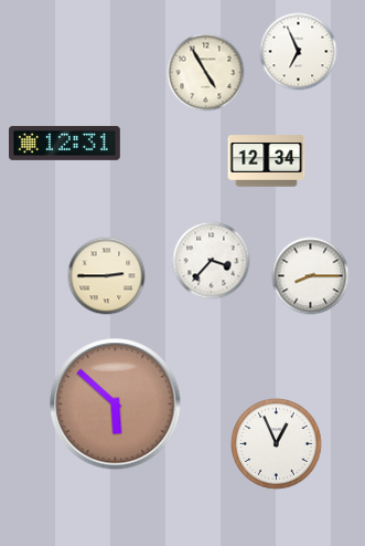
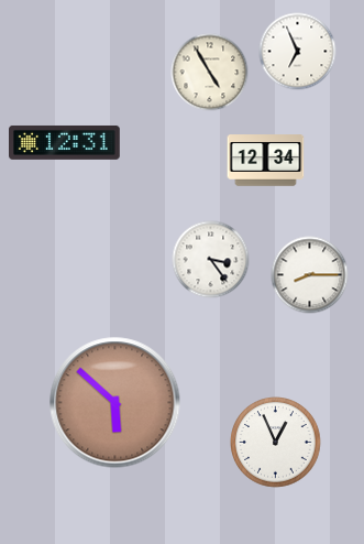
clock at (206, 73) position: (206, 73) -> (210, 73)
clock at (212, 261): 3:37 -> 3:24
clock at (107, 276): 2:45 -> none
